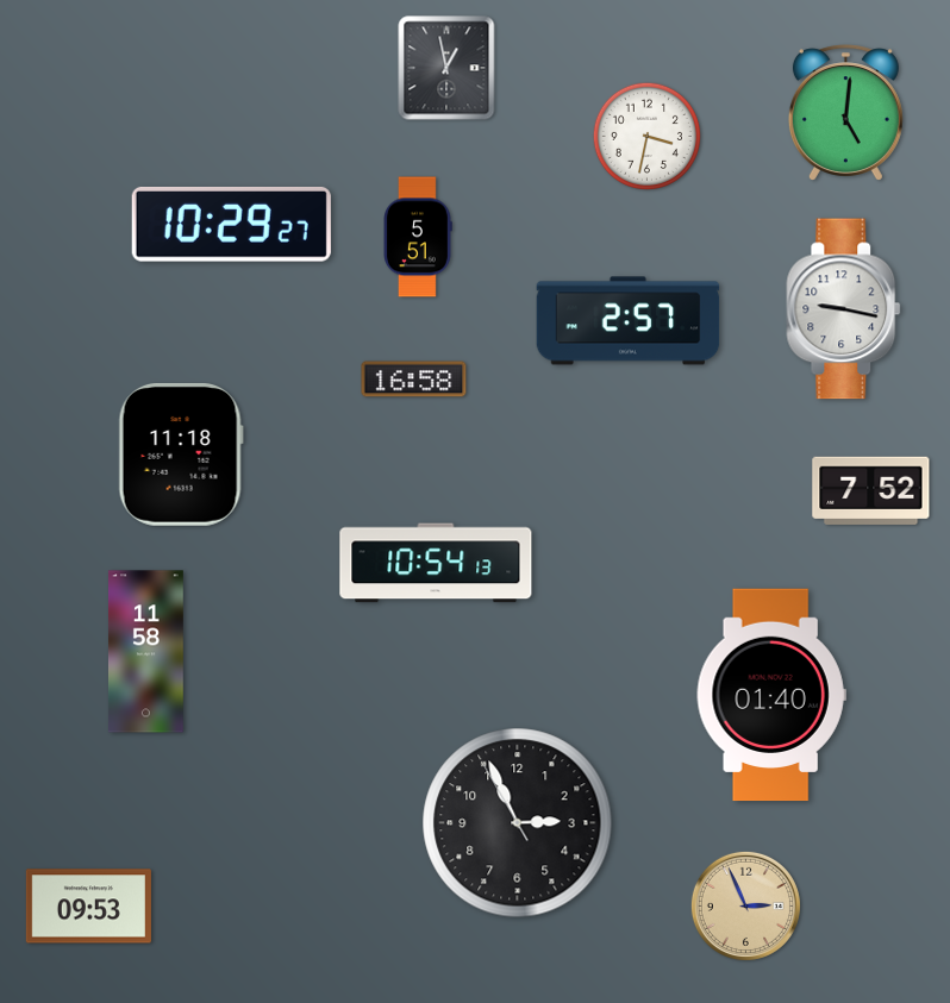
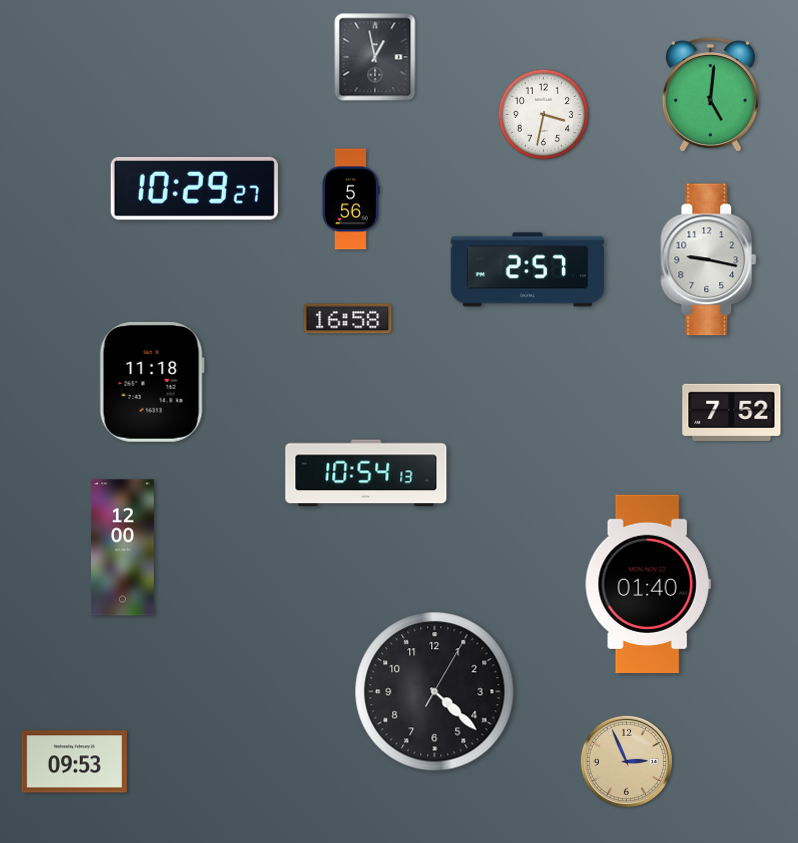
clock at (418, 237): 5:51 -> 5:56
clock at (146, 652): 11:58 -> 12:00
clock at (518, 823): 2:55 -> 4:22
